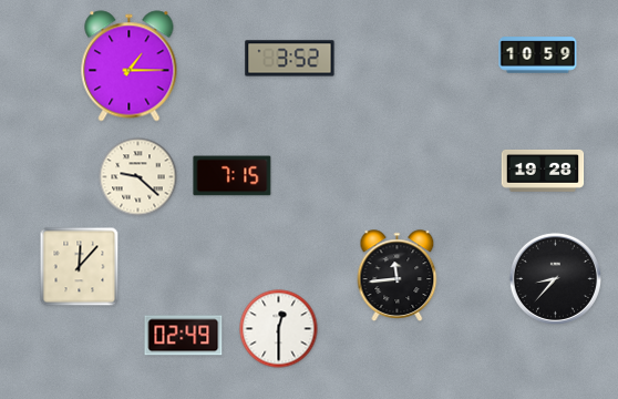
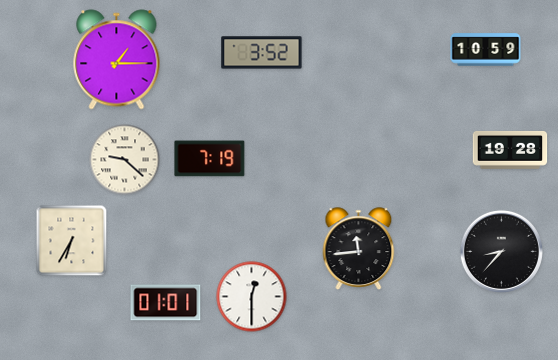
clock at (543, 171) position: (543, 171) -> (510, 150)
clock at (233, 176): 7:15 -> 7:19
clock at (80, 267): 12:07 -> 6:35
clock at (184, 336): 02:49 -> 01:01
